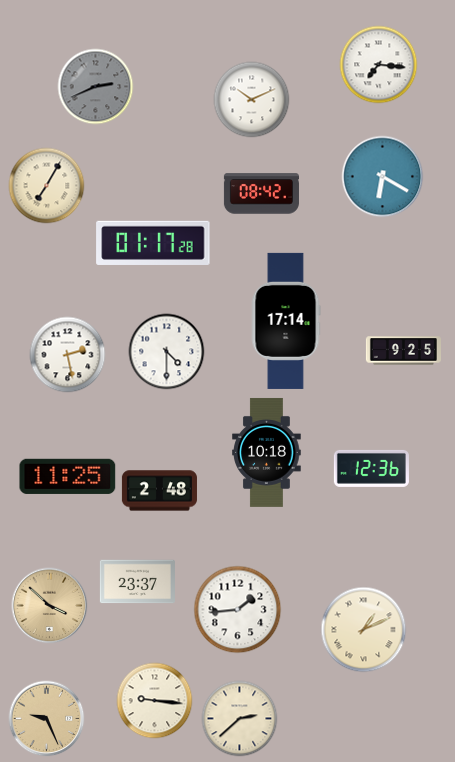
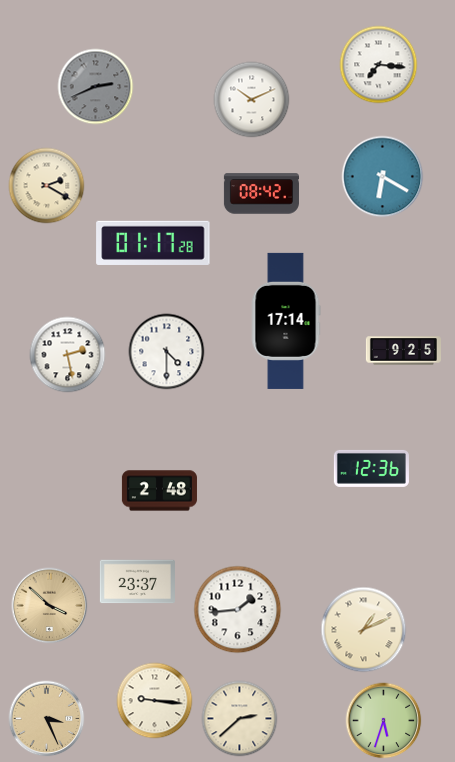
clock at (47, 186): 7:05 -> 2:20
clock at (267, 453): 10:18 -> none
clock at (68, 476): 11:25 -> none
clock at (47, 719): 9:26 -> 3:26
clock at (384, 721): none -> 5:33
